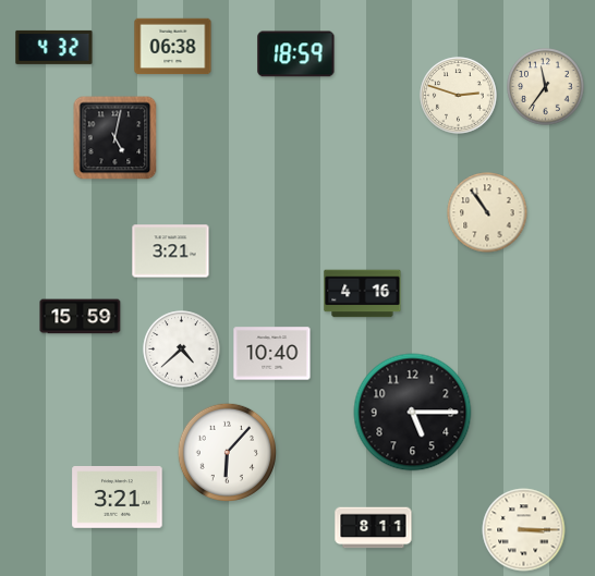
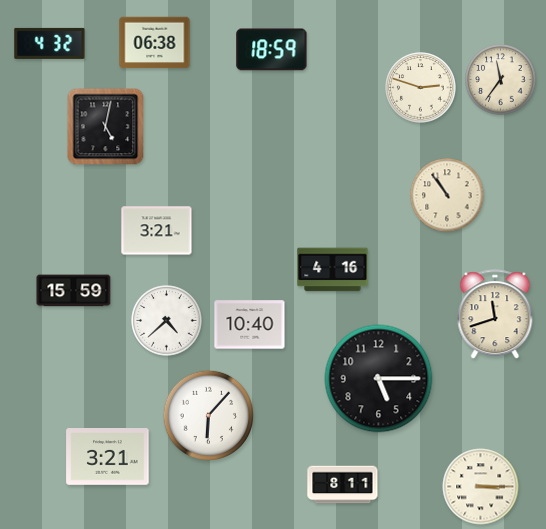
clock at (173, 47) position: (173, 47) -> (155, 43)
clock at (495, 315): none -> 11:42
